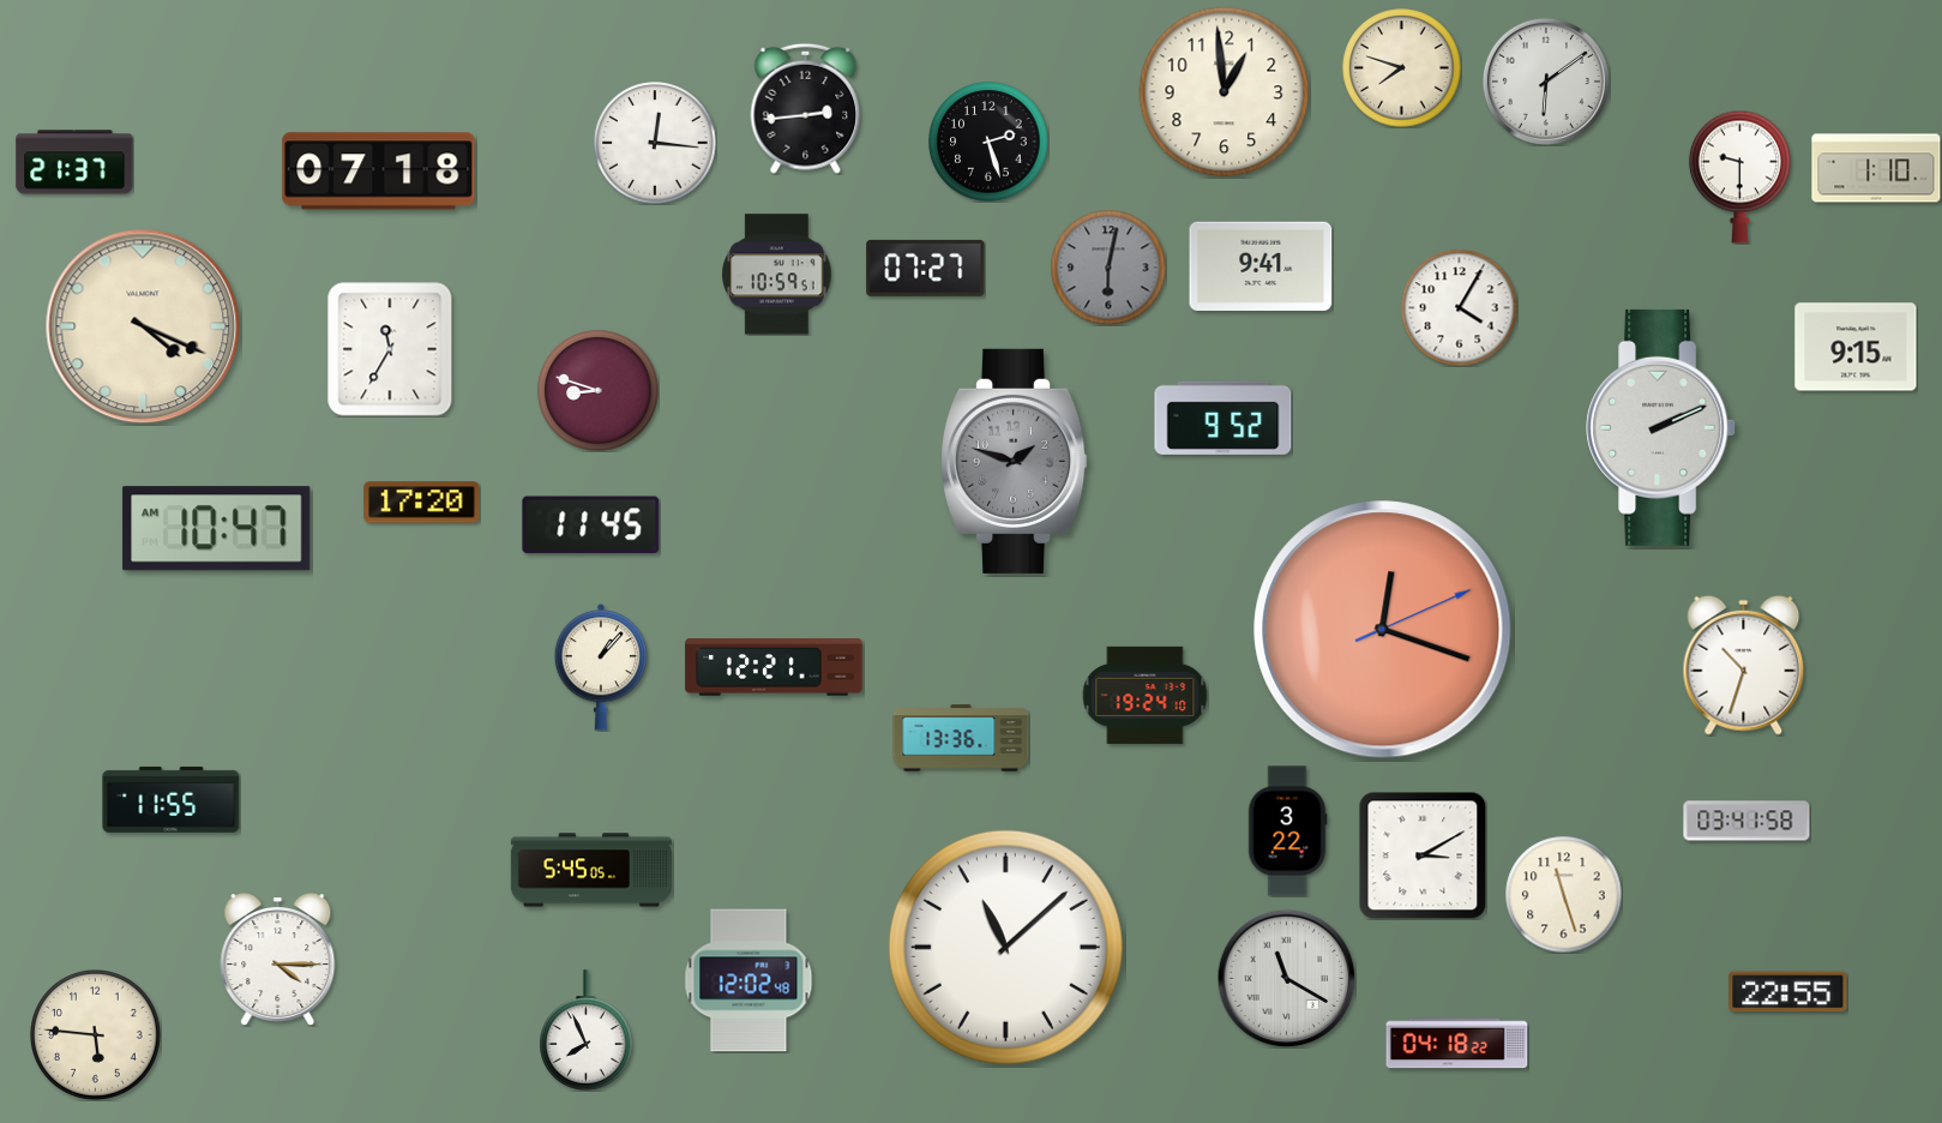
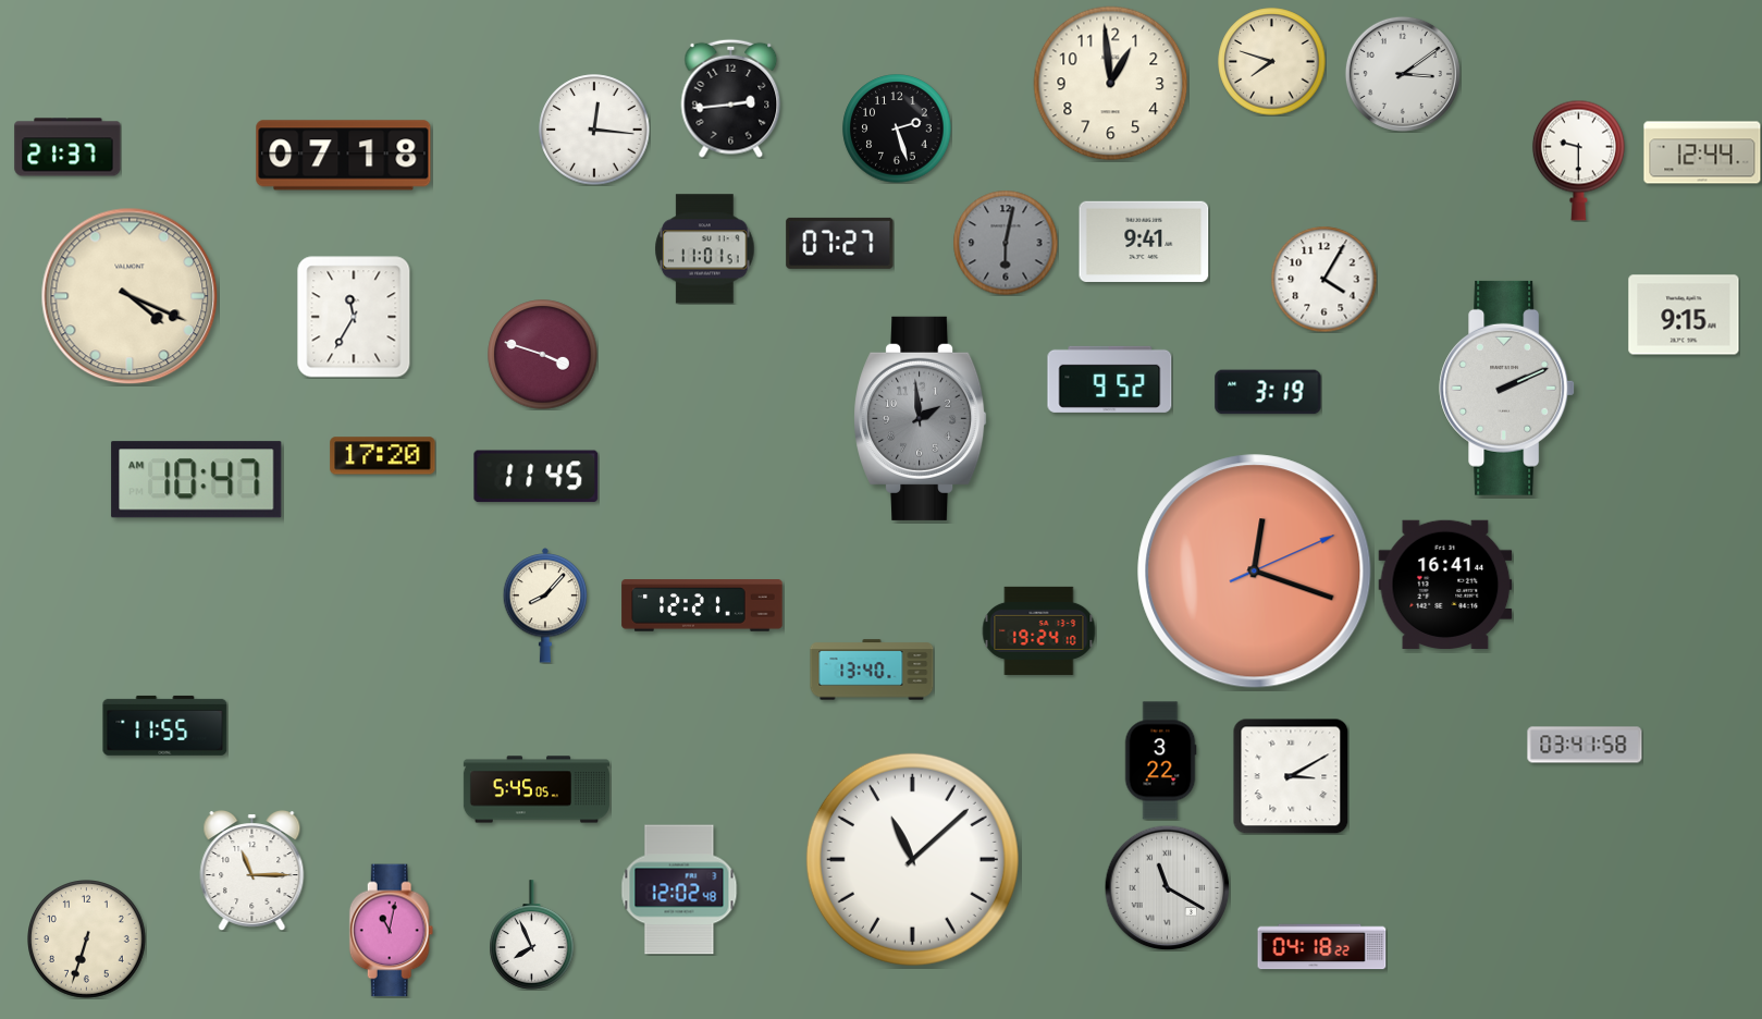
clock at (1546, 82): 6:09 -> 3:09
clock at (1876, 168): 1:10 -> 12:44
clock at (777, 275): 10:59 -> 11:01
clock at (599, 391): 8:48 -> 3:48
clock at (1268, 392): none -> 3:19
clock at (1015, 461): 1:48 -> 1:59
clock at (1445, 584): none -> 16:41
clock at (1744, 665): 10:33 -> none
clock at (601, 667): 1:07 -> 8:07
clock at (961, 738): 13:36 -> 13:40
clock at (172, 799) position: (172, 799) -> (165, 725)
clock at (1287, 831) position: (1287, 831) -> (1160, 761)
clock at (1563, 894): 11:27 -> none
clock at (278, 960): 4:15 -> 11:15
clock at (1788, 992): 22:55 -> none
clock at (392, 931): none -> 11:02
clock at (96, 1035): 5:46 -> 6:33
